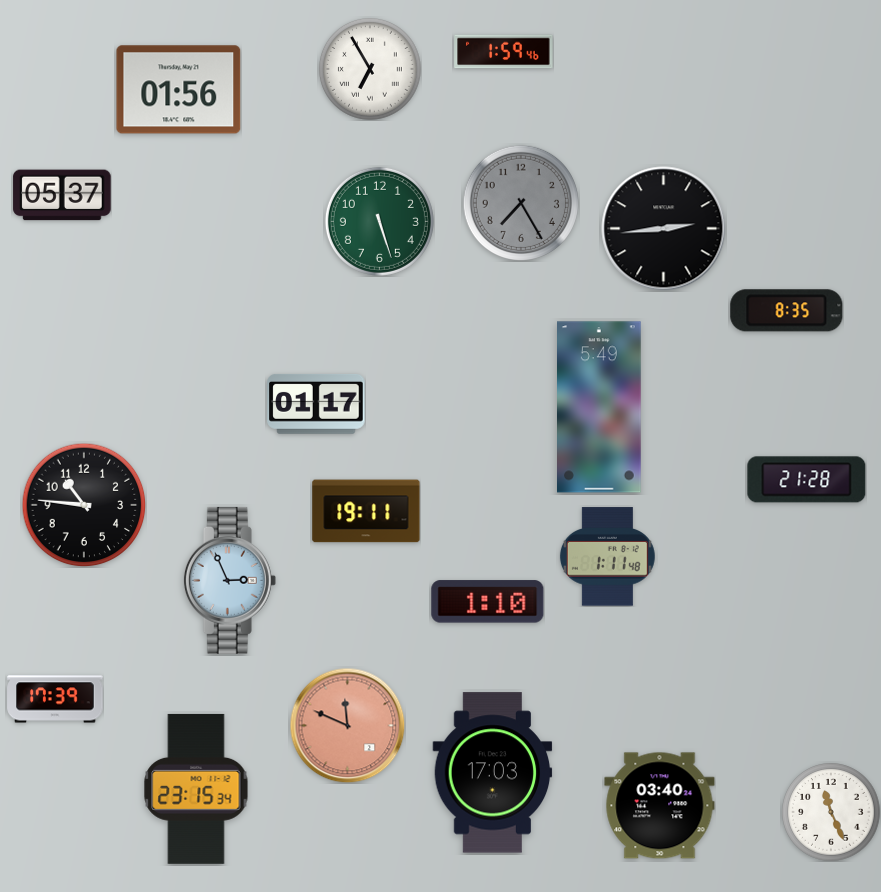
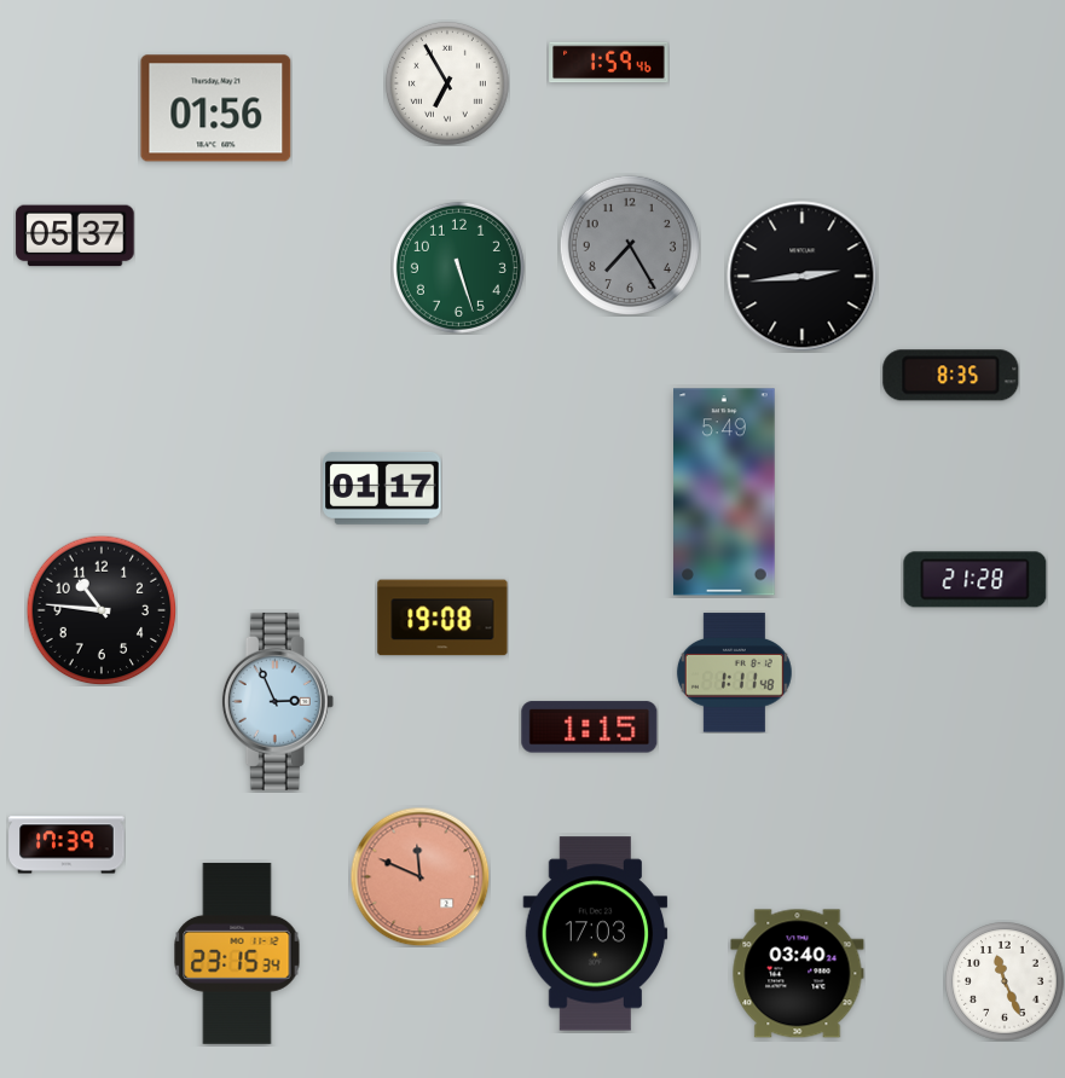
clock at (366, 511): 19:11 -> 19:08
clock at (488, 602): 1:10 -> 1:15
